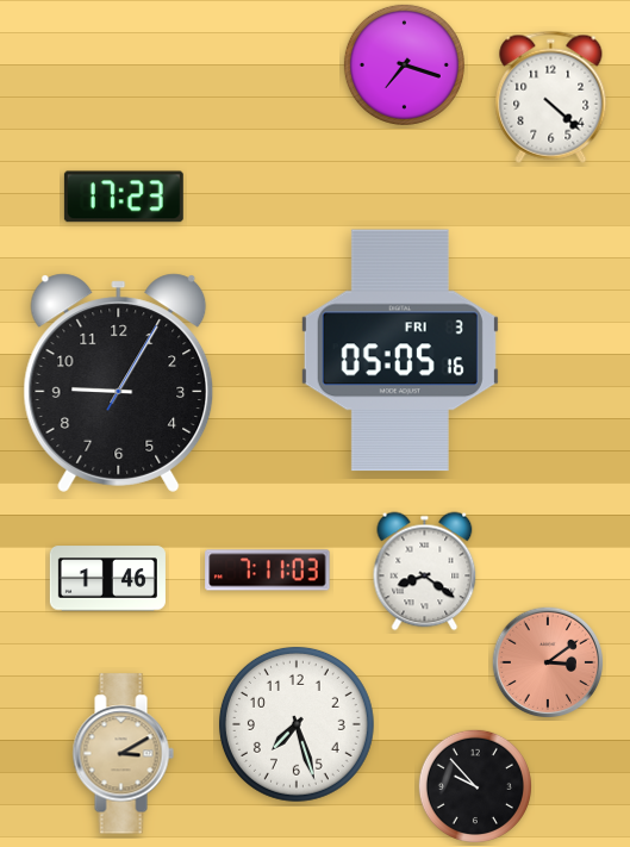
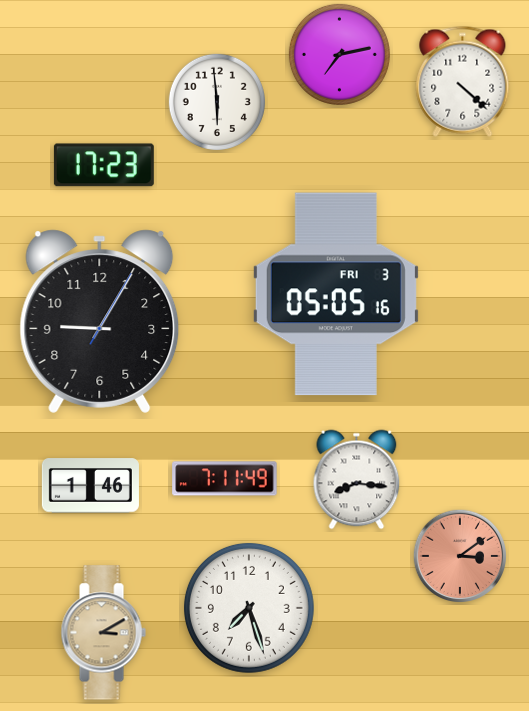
clock at (404, 64): 7:18 -> 7:13
clock at (217, 102): none -> 5:59
clock at (268, 571): 7:11:03 -> 7:11:49
clock at (425, 572): 8:21 -> 8:16
clock at (475, 786): 9:53 -> none
